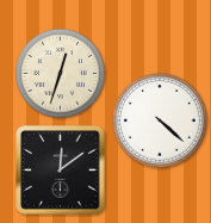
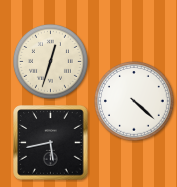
clock at (61, 171): 12:09 -> 5:43
